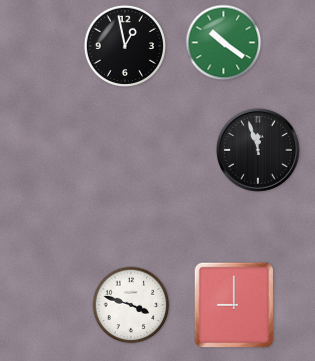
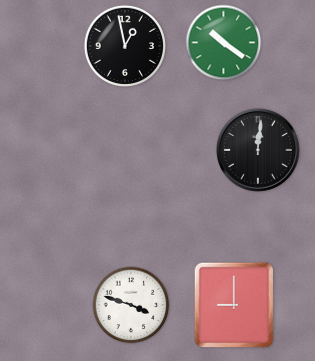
clock at (258, 150): 11:57 -> 12:01
